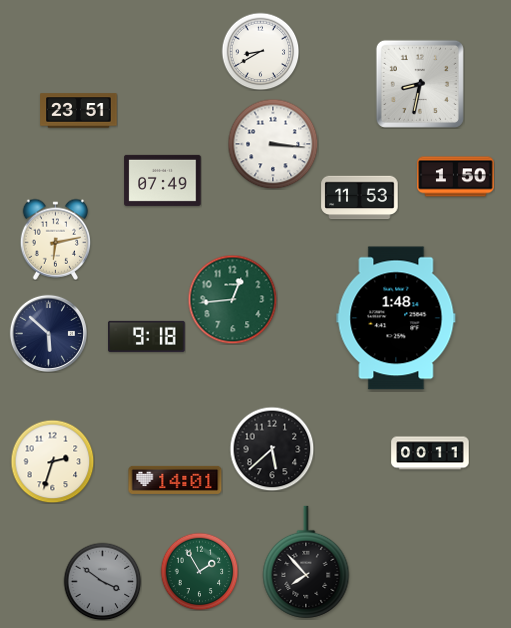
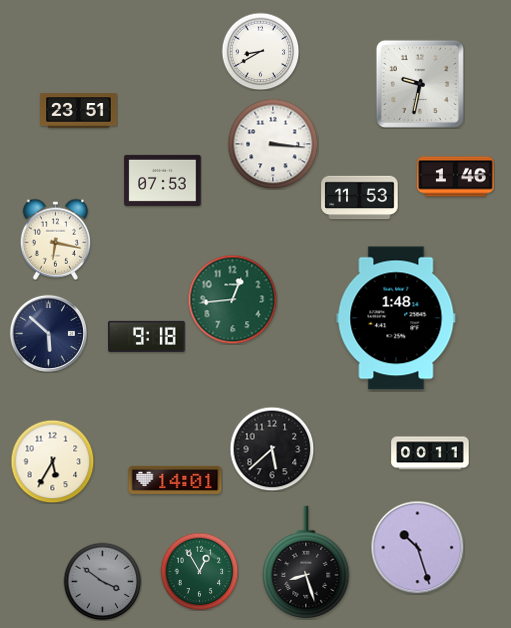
clock at (420, 84): 8:32 -> 9:32
clock at (456, 177): 1:50 -> 1:46
clock at (163, 180): 07:49 -> 07:53
clock at (56, 239): 6:13 -> 6:17
clock at (52, 461): 2:33 -> 5:35
clock at (417, 547): none -> 10:27
clock at (306, 562): 7:53 -> 8:27
clock at (199, 571): 1:55 -> 12:55
